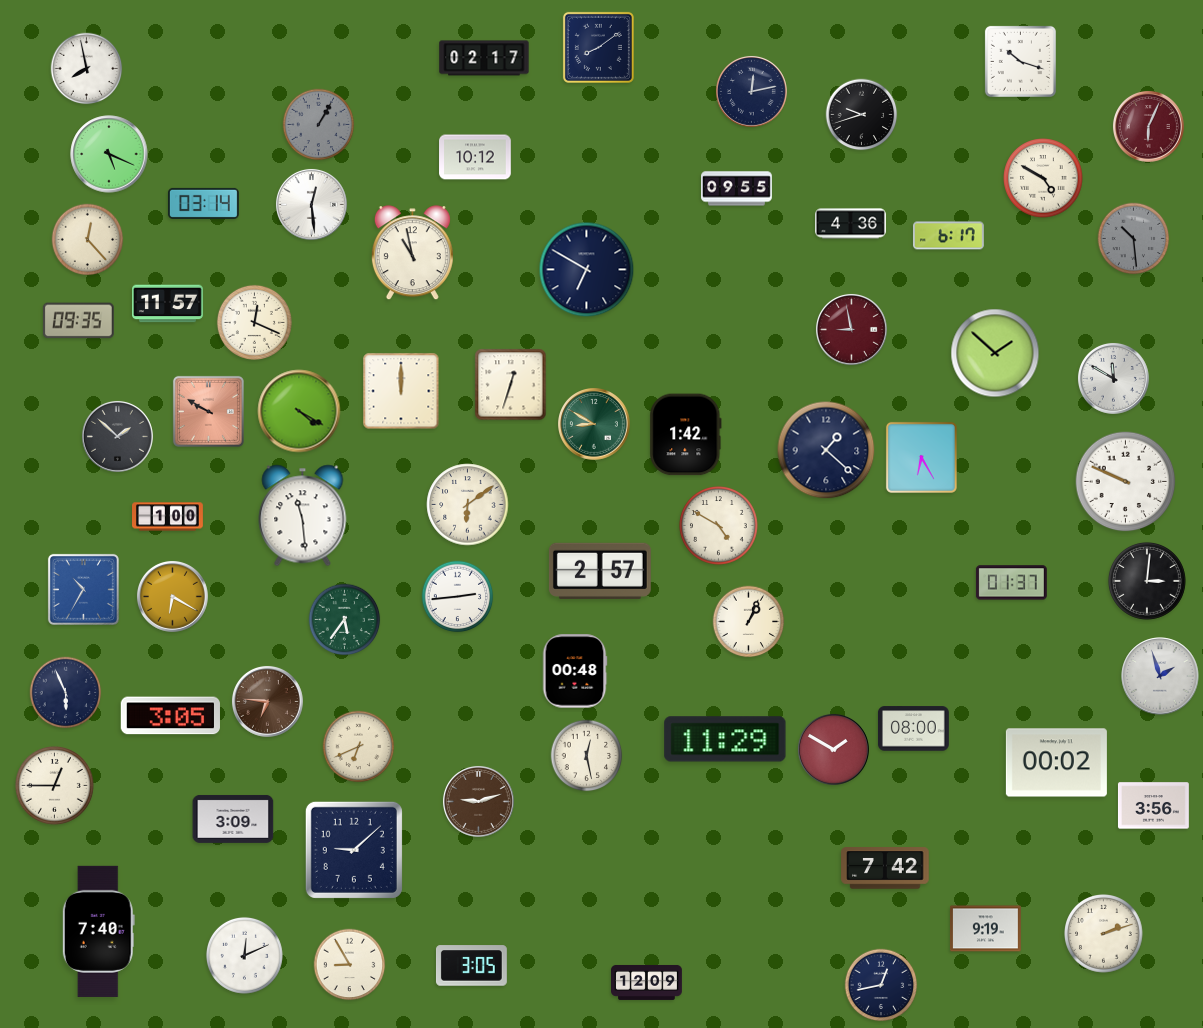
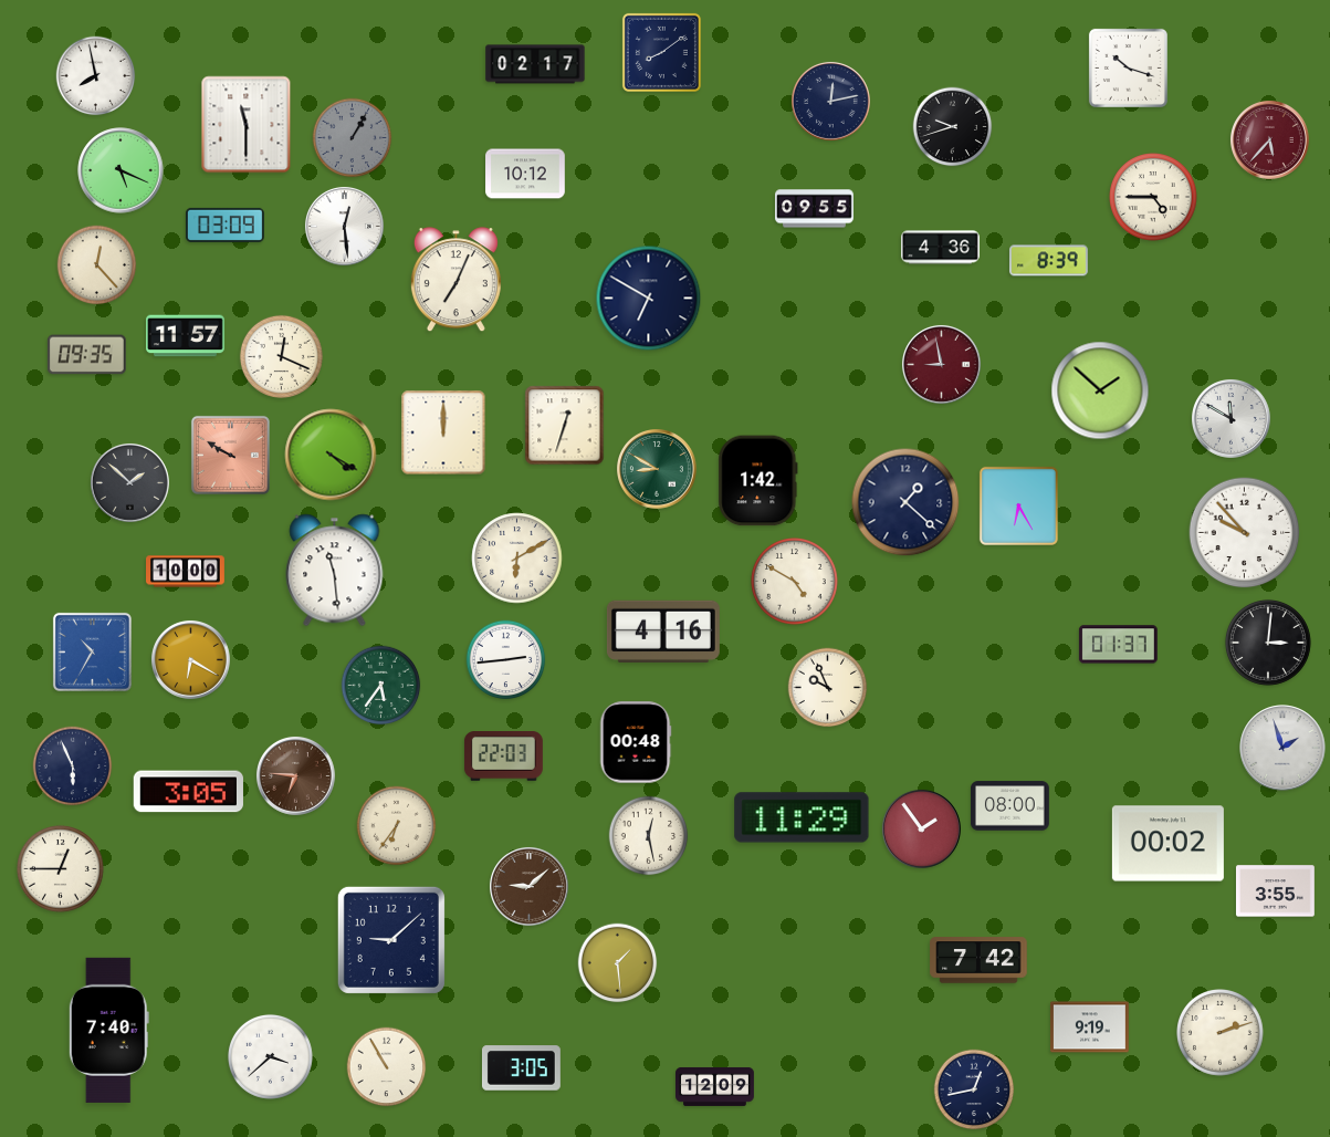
clock at (247, 125): none -> 11:30
clock at (1148, 126): 6:04 -> 5:37
clock at (1043, 178): 4:50 -> 4:45
clock at (204, 203): 03:14 -> 03:09
clock at (948, 236): 6:17 -> 8:39
clock at (1134, 239): 10:29 -> none
clock at (412, 253): 10:58 -> 7:04
clock at (826, 450) position: (826, 450) -> (905, 502)
clock at (1126, 482): 9:49 -> 9:53
clock at (468, 505): 6:09 -> 6:10
clock at (168, 517): 1:00 -> 10:00
clock at (600, 571): 2:57 -> 4:16
clock at (749, 622): 1:04 -> 9:56
clock at (503, 757): none -> 22:03
clock at (359, 747): 6:41 -> 6:36
clock at (833, 749): 1:50 -> 1:54
clock at (478, 801): 9:12 -> 9:08
clock at (1153, 806): 3:56 -> 3:55
clock at (233, 819): 3:09 -> none
clock at (618, 963): none -> 1:29
clock at (244, 955): 12:11 -> 3:38
clock at (350, 965): 8:55 -> 10:55
